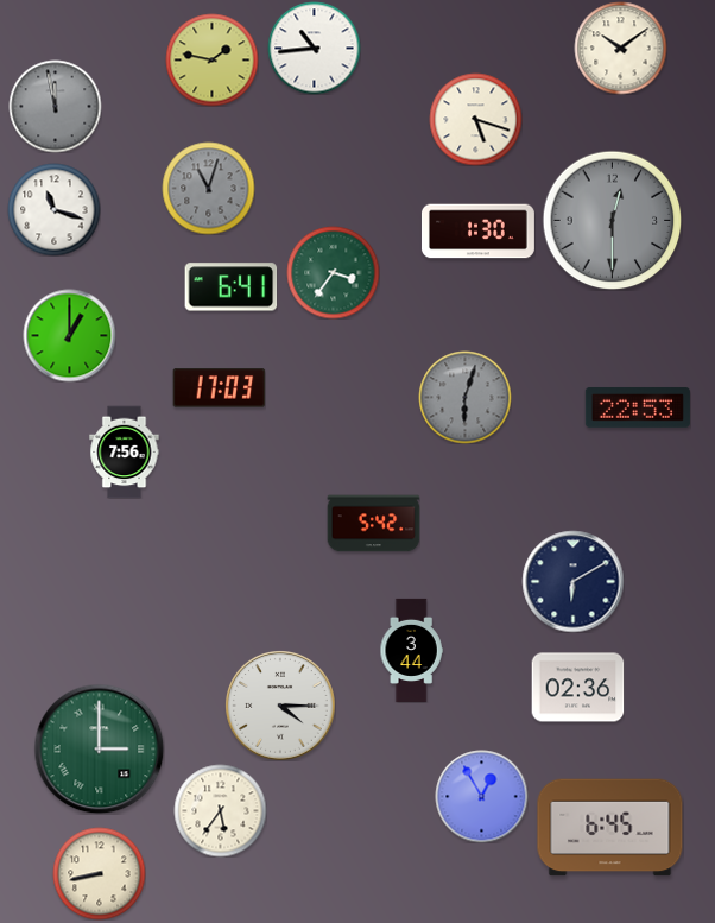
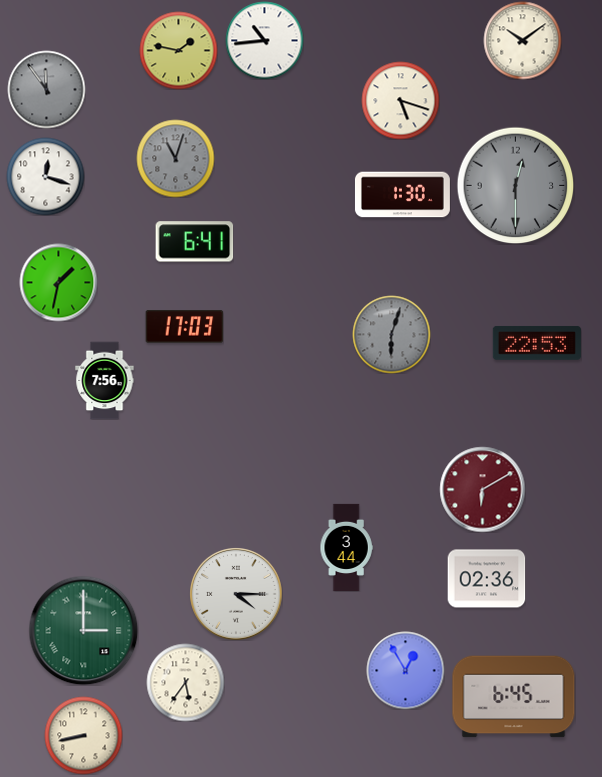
clock at (55, 106): 11:58 -> 11:54
clock at (53, 209): 11:18 -> 12:18
clock at (333, 272): 3:36 -> none
clock at (69, 335): 1:00 -> 1:32
clock at (373, 524): 5:42 -> none
clock at (572, 581) dial: navy -> burgundy
